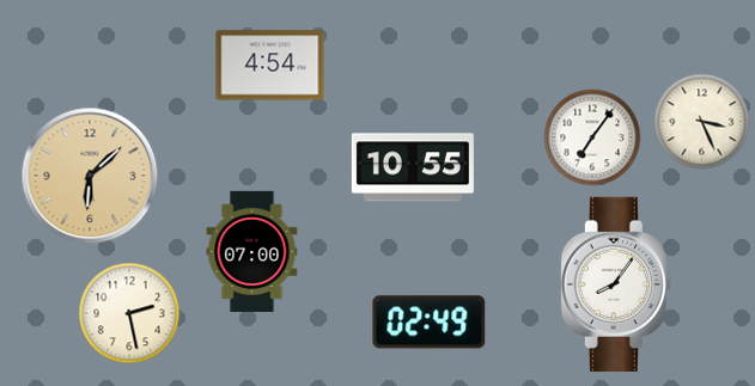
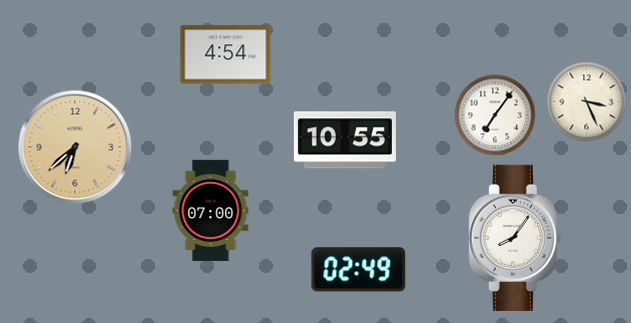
clock at (90, 176): 6:08 -> 6:38
clock at (129, 313): 2:28 -> none
